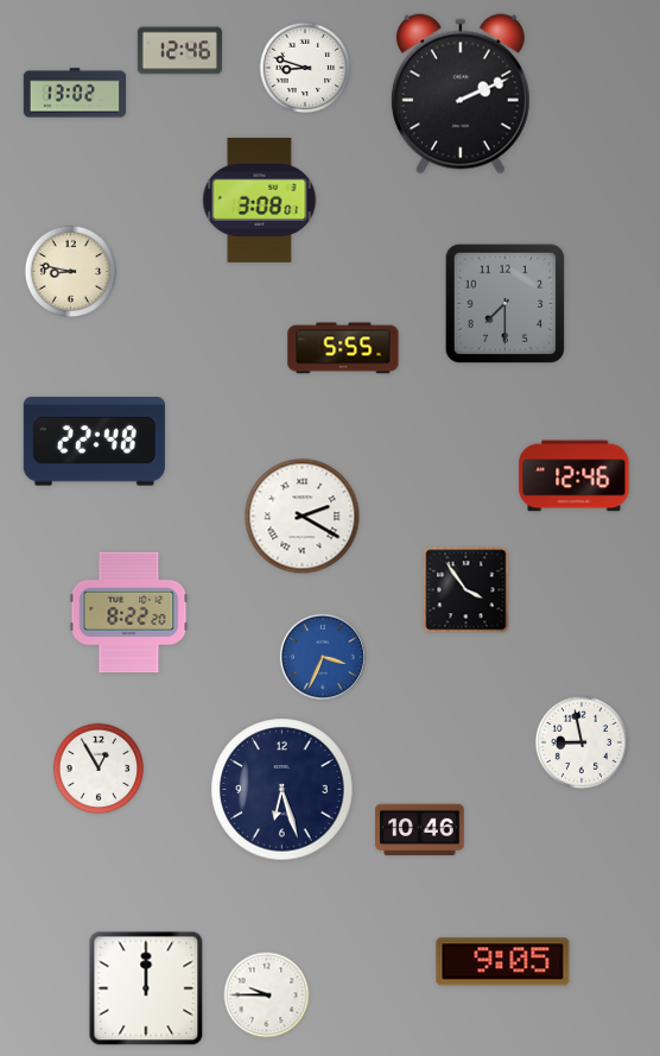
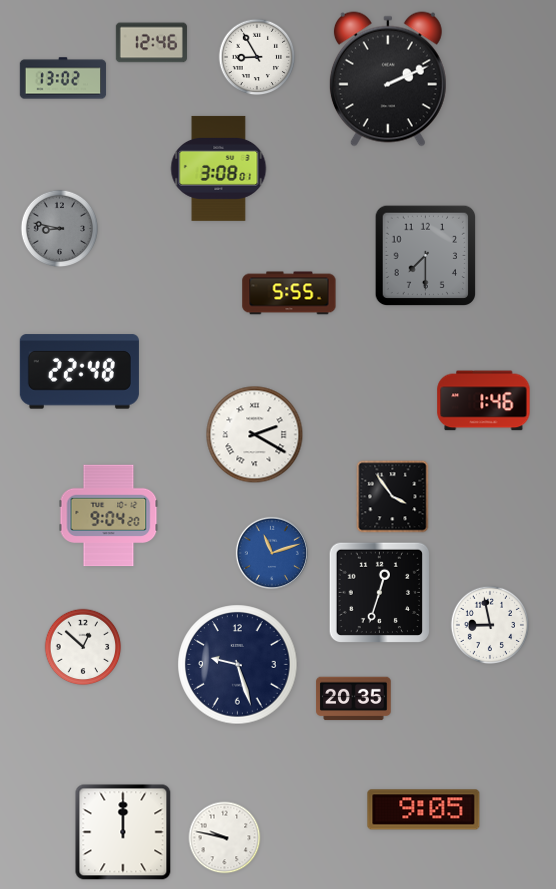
clock at (305, 68): 8:48 -> 8:55
clock at (71, 272) dial: cream -> grey
clock at (575, 476): 12:46 -> 1:46
clock at (129, 613): 8:22 -> 9:04
clock at (323, 657): 3:34 -> 11:12
clock at (380, 593): none -> 12:33
clock at (99, 769): 12:55 -> 12:52
clock at (283, 790): 6:27 -> 9:27
clock at (420, 830): 10:46 -> 20:35
clock at (267, 995): 9:45 -> 9:47
